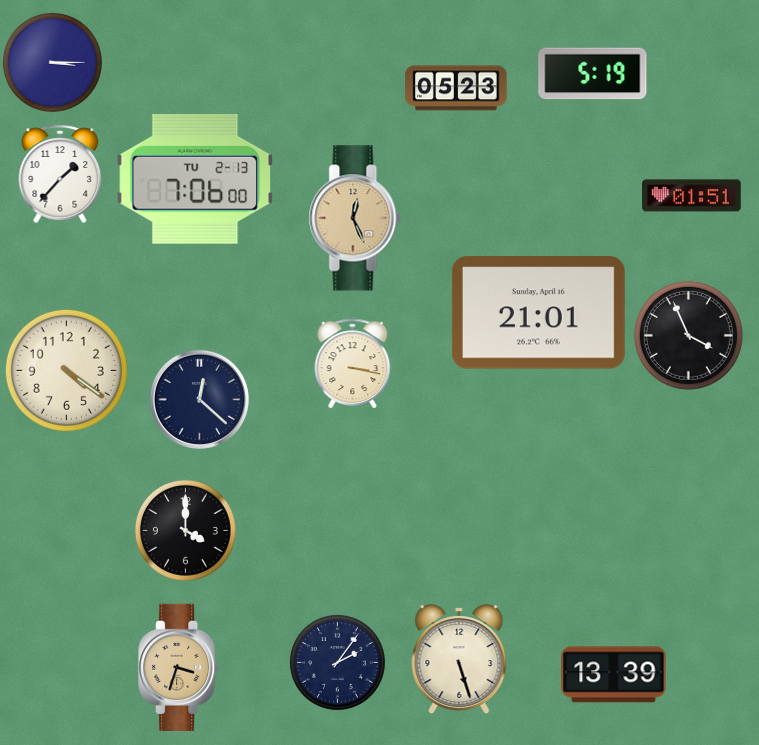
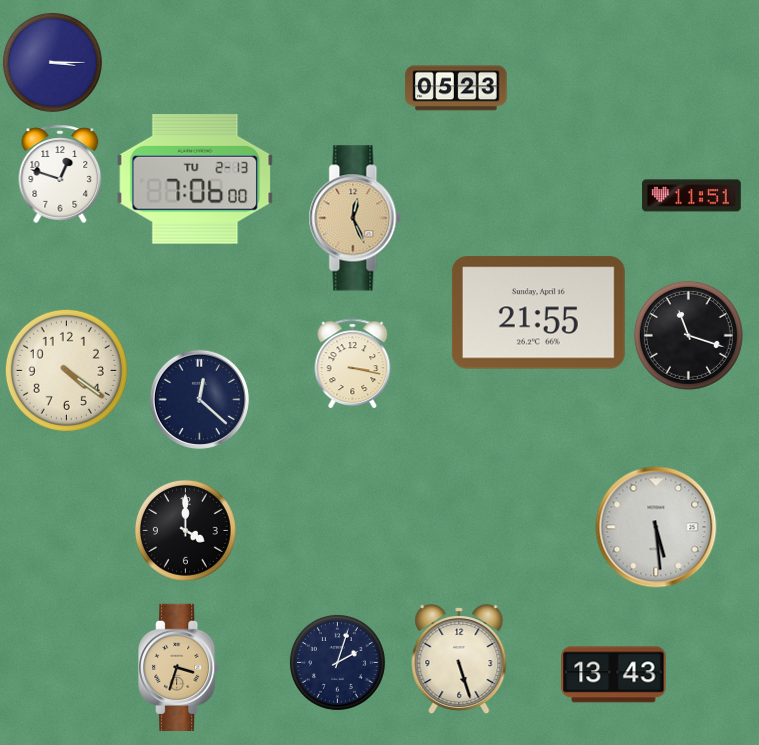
clock at (593, 74): 5:19 -> none
clock at (60, 174): 1:37 -> 12:48
clock at (692, 196): 01:51 -> 11:51
clock at (538, 313): 21:01 -> 21:55
clock at (688, 335): 3:56 -> 11:18
clock at (656, 527): none -> 5:29
clock at (337, 662): 2:06 -> 2:03
clock at (614, 675): 13:39 -> 13:43
